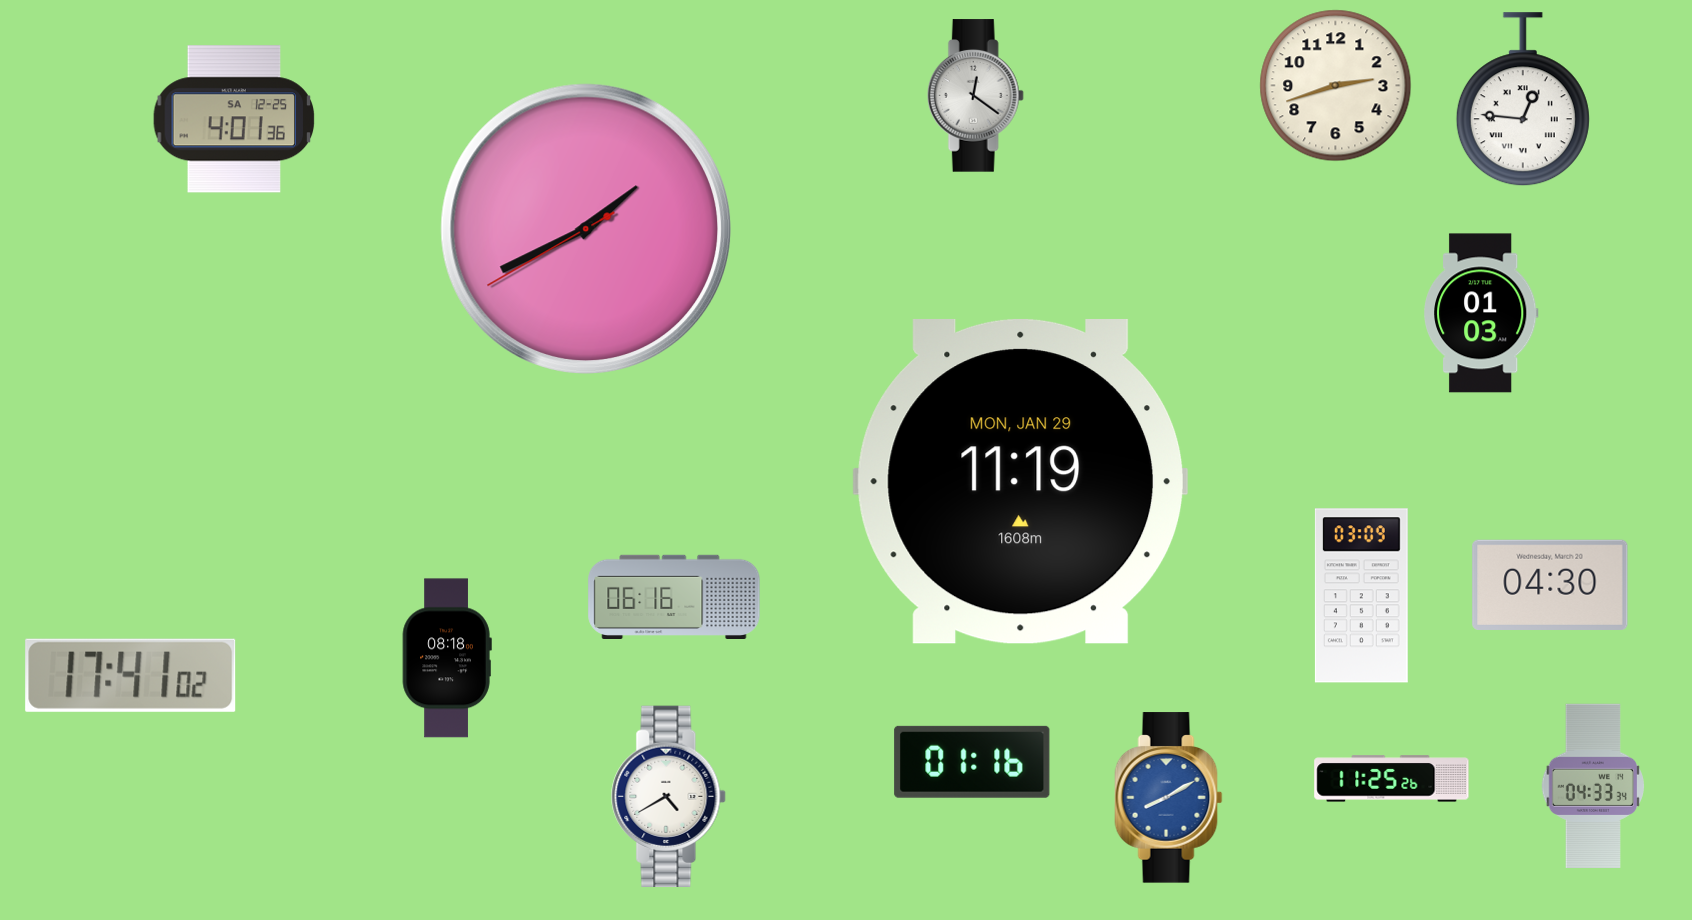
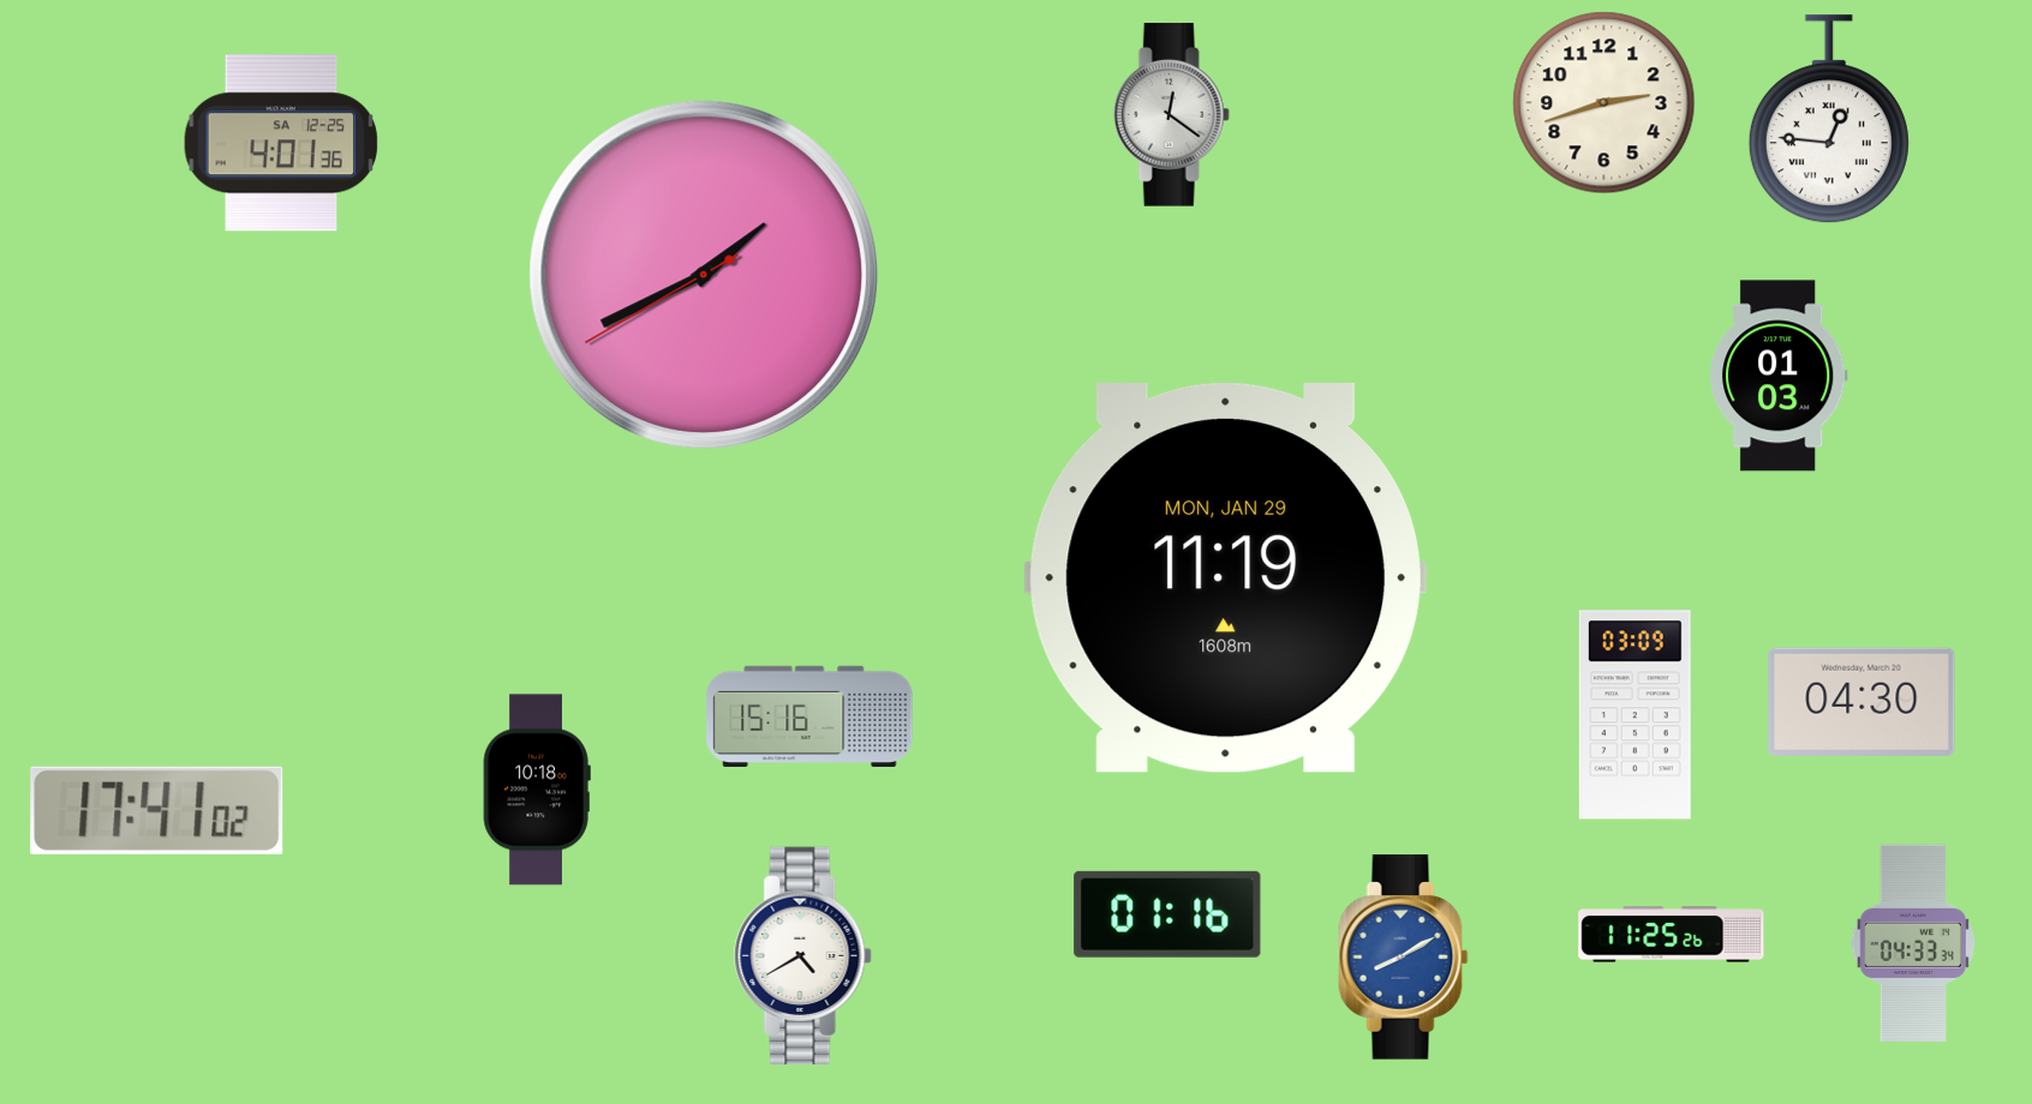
clock at (674, 596): 06:16 -> 15:16
clock at (447, 658): 08:18 -> 10:18
